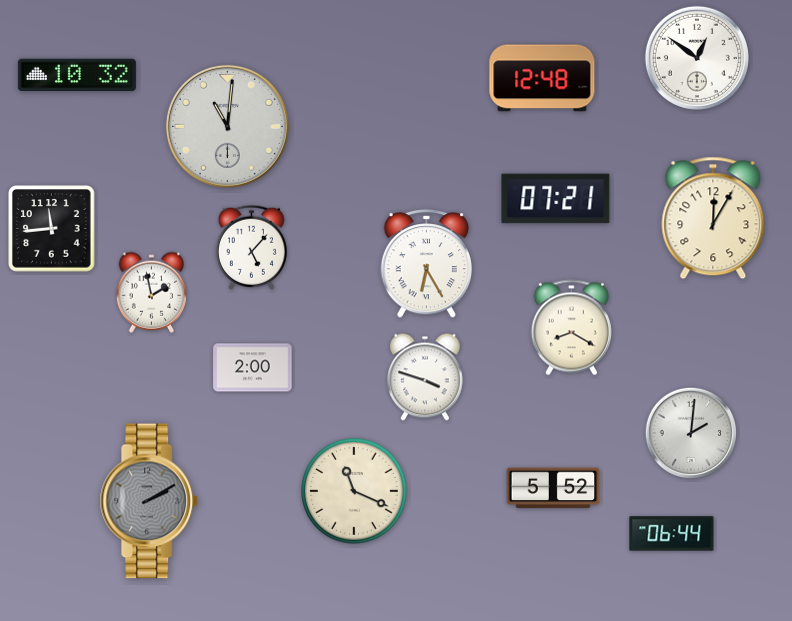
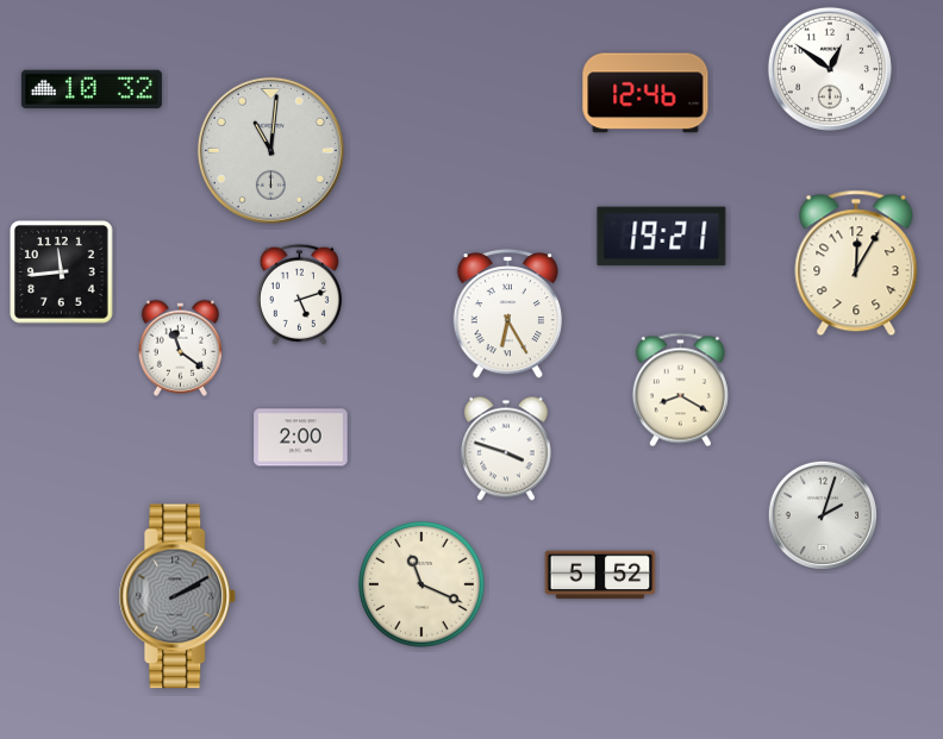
clock at (542, 78): 12:48 -> 12:46
clock at (556, 199): 07:21 -> 19:21
clock at (713, 218) position: (713, 218) -> (856, 263)
clock at (251, 247): 5:07 -> 5:12
clock at (152, 292): 1:58 -> 11:21
clock at (690, 432): 2:01 -> 2:03
clock at (553, 488) position: (553, 488) -> (600, 575)
clock at (672, 534): 06:44 -> none
